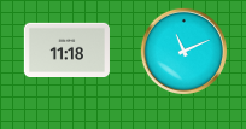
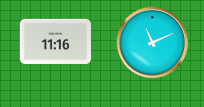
clock at (66, 49): 11:18 -> 11:16
